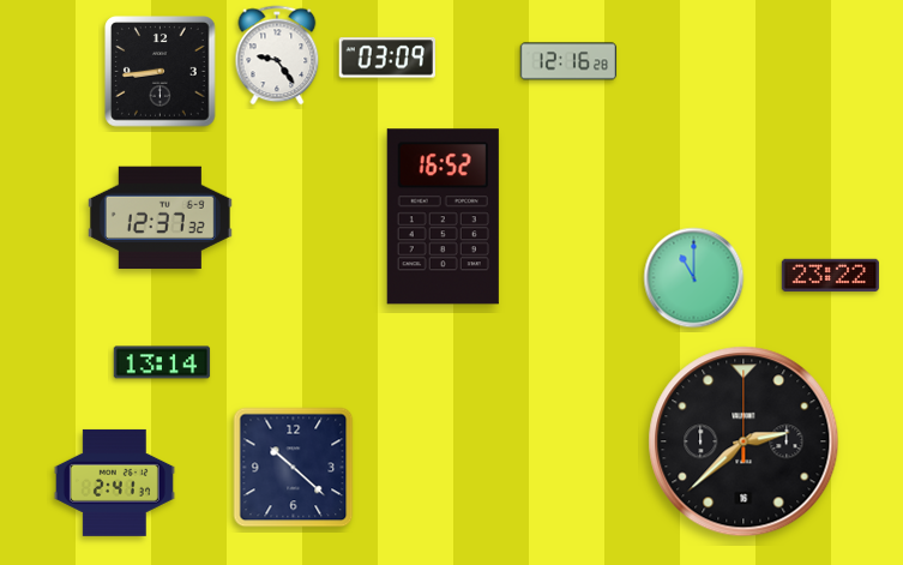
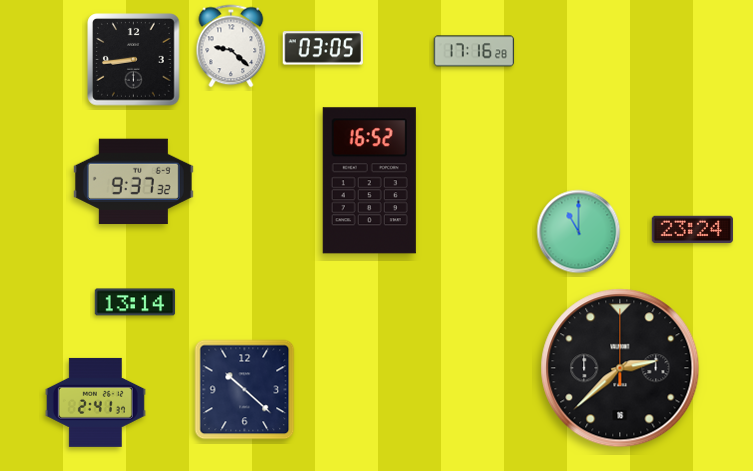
clock at (277, 55): 9:24 -> 9:22
clock at (387, 58): 03:09 -> 03:05
clock at (568, 61): 12:16 -> 17:16
clock at (159, 218): 12:37 -> 9:37
clock at (830, 276): 23:22 -> 23:24
